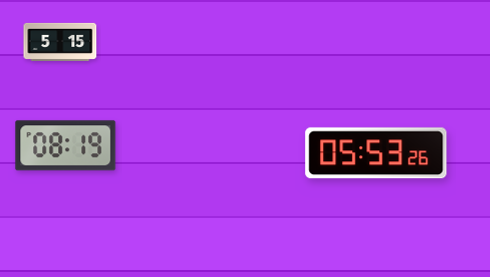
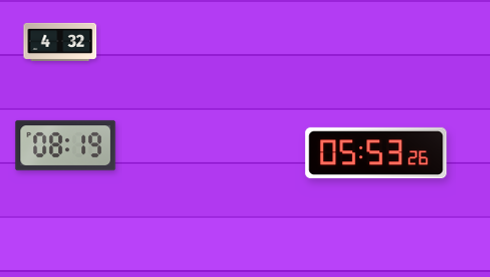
clock at (60, 42): 5:15 -> 4:32
